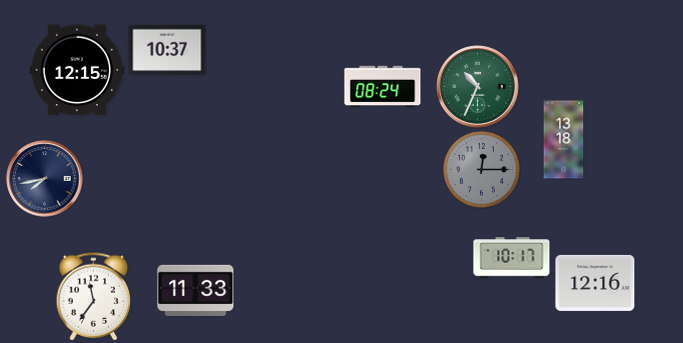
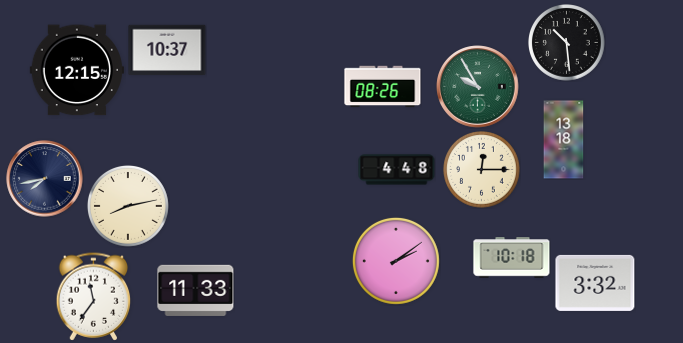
clock at (567, 43): none -> 10:29
clock at (383, 87): 08:24 -> 08:26
clock at (478, 87): 10:34 -> 9:55
clock at (397, 170): none -> 4:48
clock at (482, 170) dial: grey -> cream
clock at (128, 206): none -> 8:13
clock at (512, 258): 10:17 -> 10:18
clock at (396, 261): none -> 2:09
clock at (595, 283): 12:16 -> 3:32
